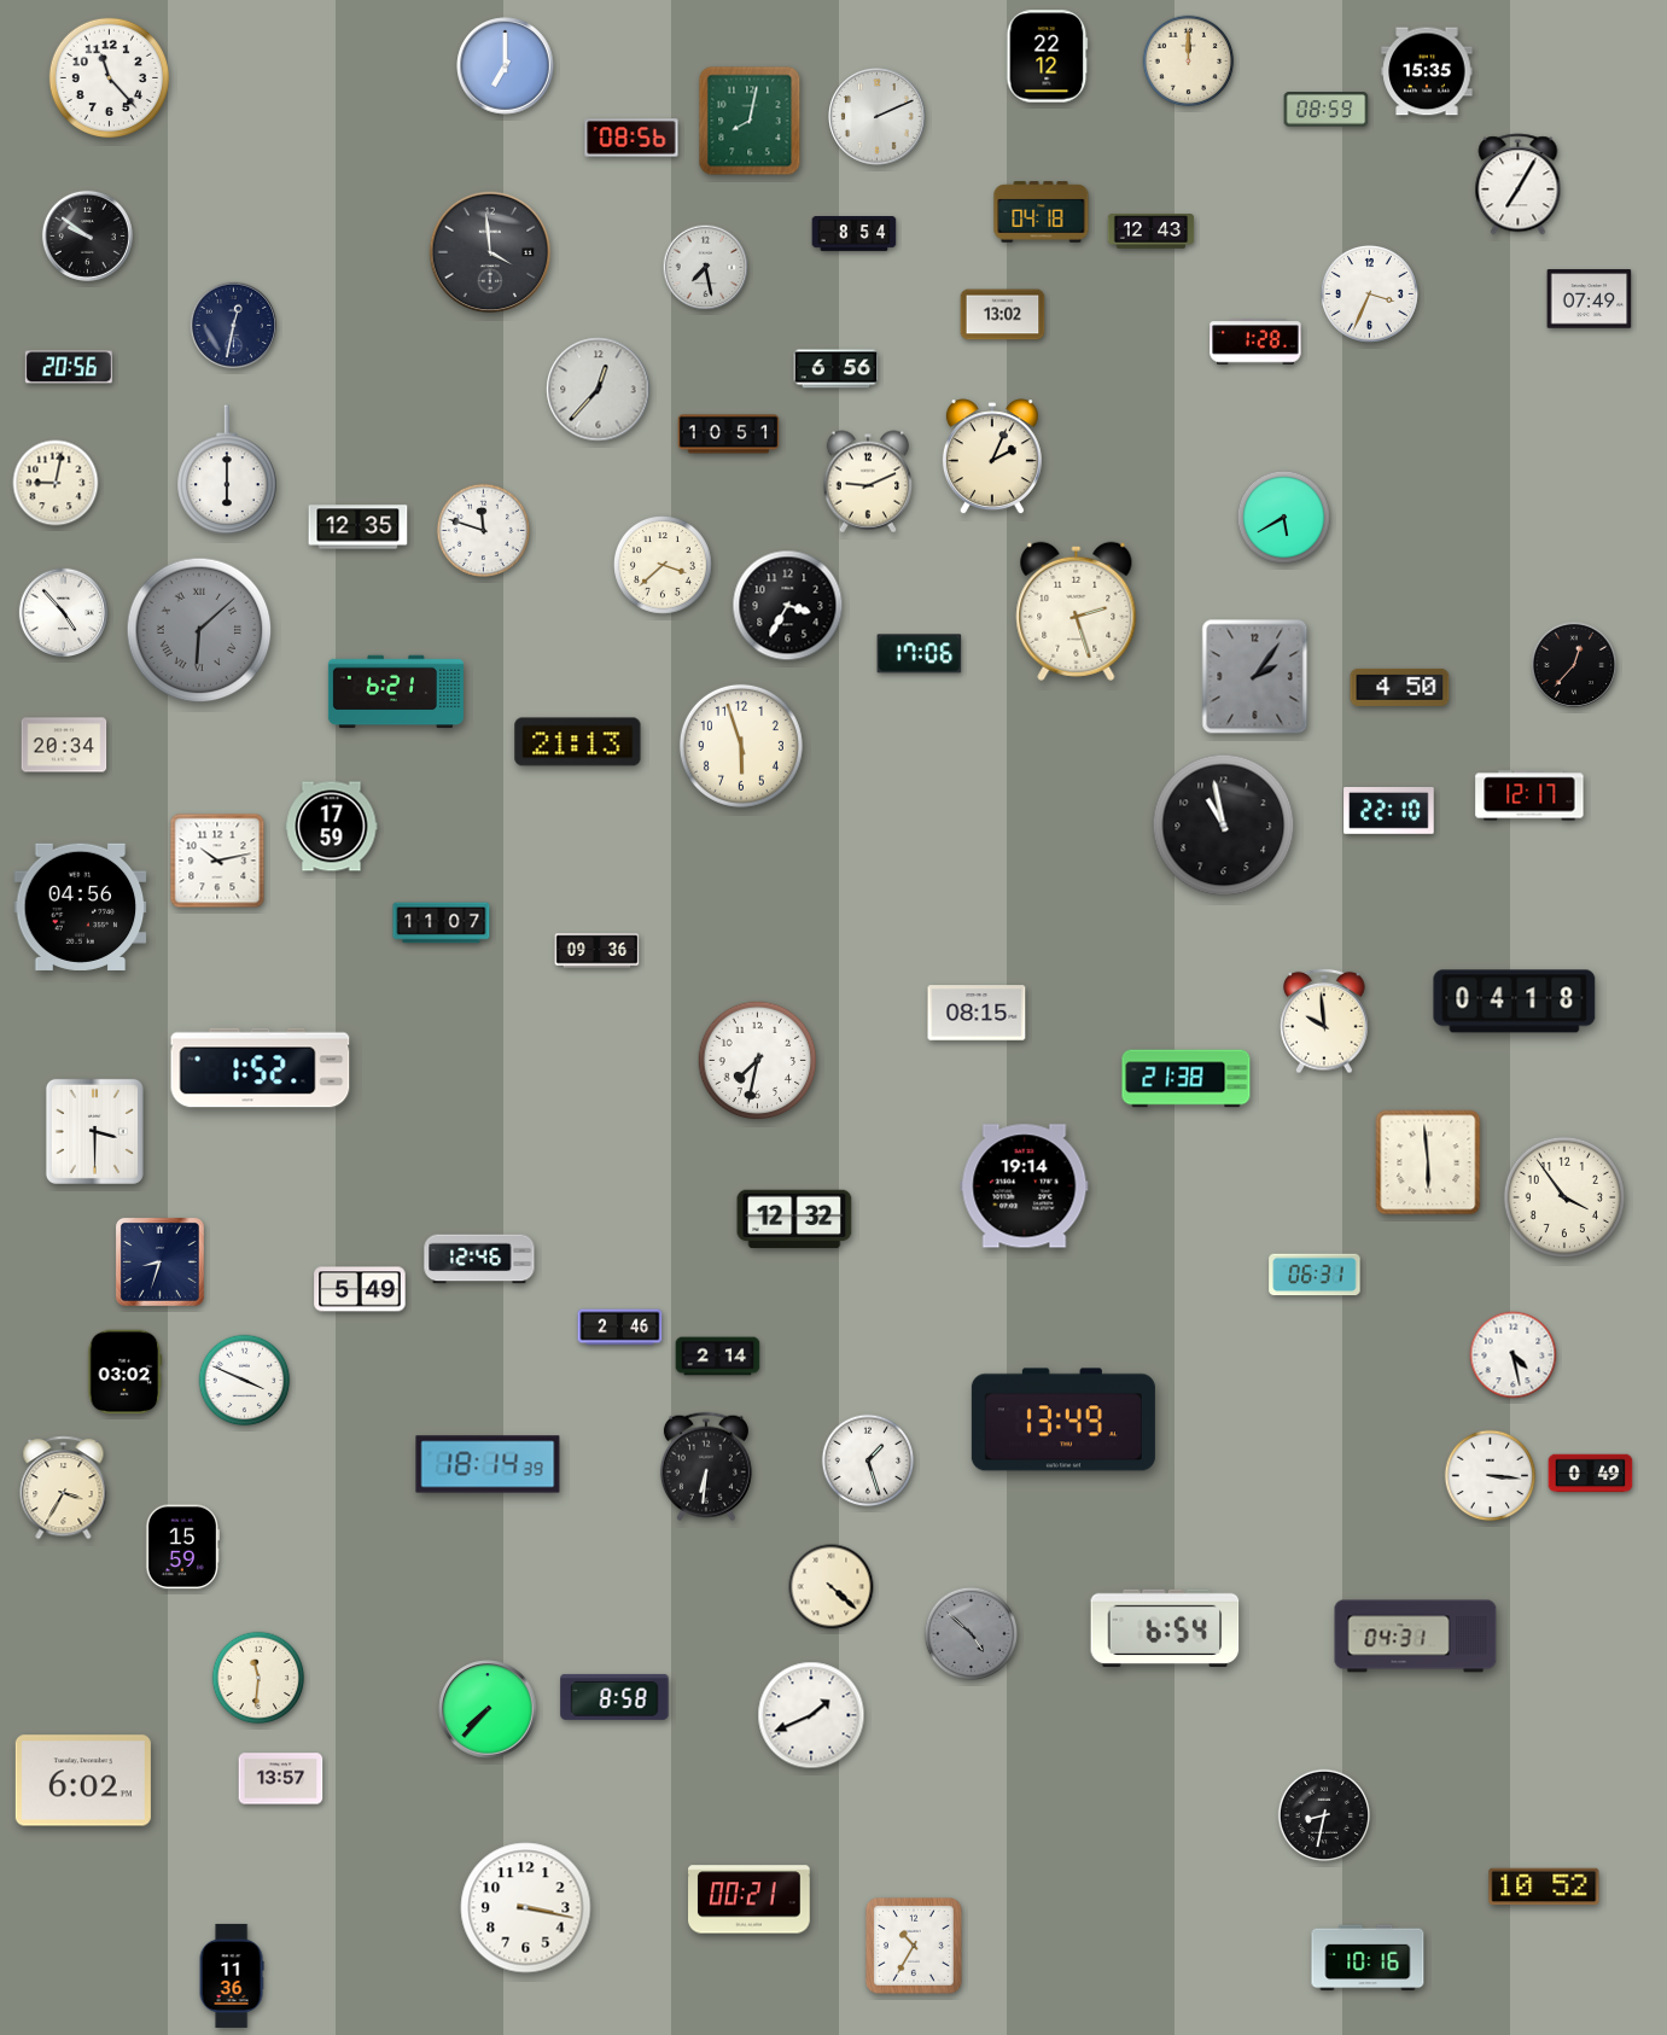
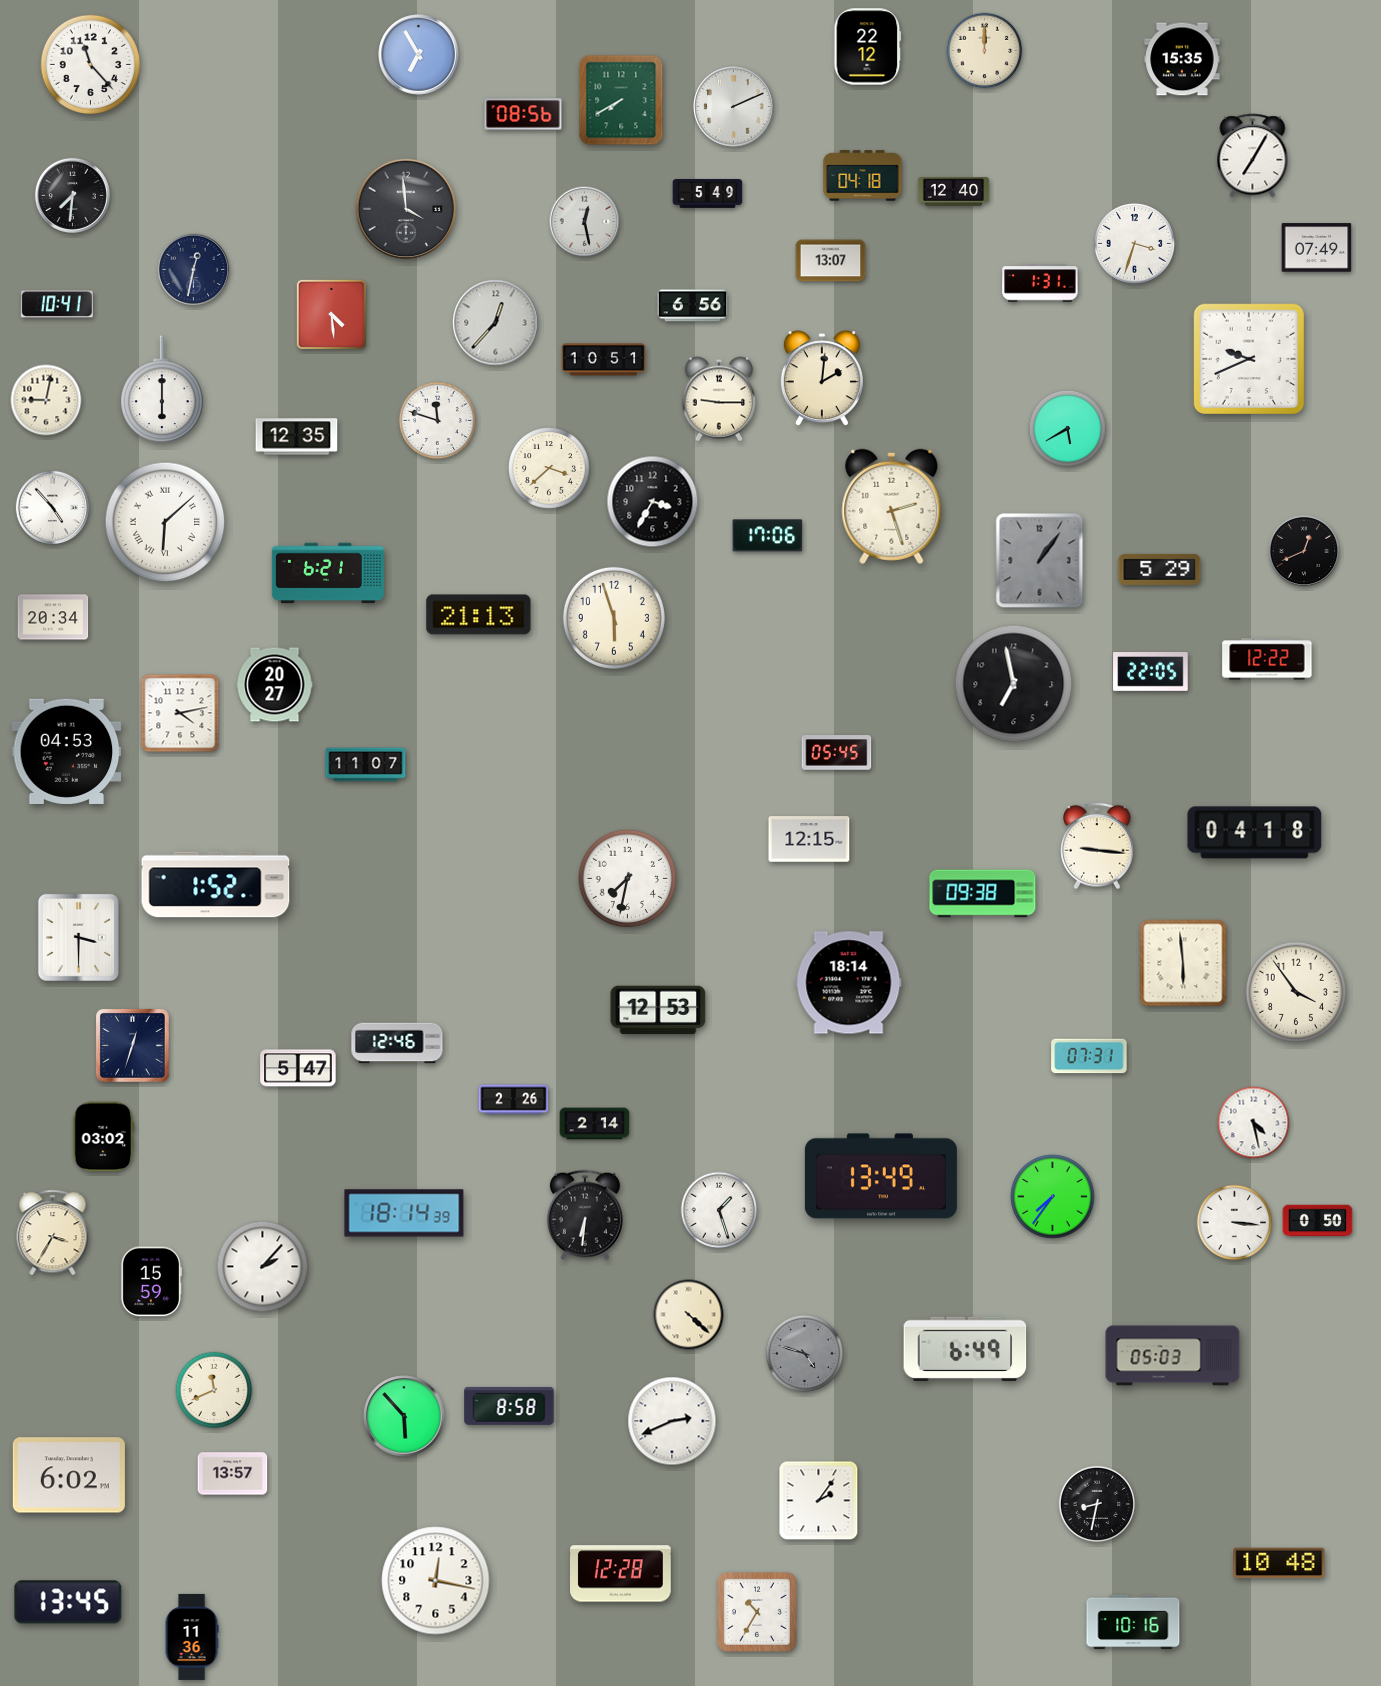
clock at (506, 66): 7:00 -> 6:55
clock at (1327, 110): 08:59 -> none
clock at (878, 117) position: (878, 117) -> (734, 107)
clock at (750, 121): 8:02 -> 7:40
clock at (1519, 185) position: (1519, 185) -> (1253, 156)
clock at (1152, 232): 12:43 -> 12:40
clock at (855, 234): 8:54 -> 5:49
clock at (87, 235): 9:51 -> 7:31
clock at (706, 268): 7:28 -> 12:28
clock at (1369, 293): 3:34 -> 3:33
clock at (1003, 315): 13:02 -> 13:07
clock at (1255, 342): 1:28 -> 1:31
clock at (69, 367): 20:56 -> 10:41
clock at (331, 314): none -> 4:29
clock at (1248, 358): none -> 9:41
clock at (992, 457): 2:04 -> 2:01
clock at (227, 470) position: (227, 470) -> (162, 389)
clock at (867, 482): 9:11 -> 9:15
clock at (1284, 518) position: (1284, 518) -> (1068, 429)
clock at (484, 531) position: (484, 531) -> (438, 421)
clock at (199, 630) dial: grey -> white
clock at (920, 654) position: (920, 654) -> (768, 536)
clock at (1574, 665): 12:37 -> 12:41
clock at (1255, 677): 2:06 -> 1:06
clock at (1400, 687): 4:50 -> 5:29
clock at (1529, 795): 12:17 -> 12:22
clock at (1389, 811): 22:10 -> 22:05
clock at (1224, 826): 10:58 -> 6:58
clock at (332, 827): 17:59 -> 20:27
clock at (217, 861): 10:13 -> 4:13
clock at (81, 906): 04:56 -> 04:53
clock at (837, 753): none -> 05:45
clock at (598, 951): 09:36 -> none
clock at (1515, 1002) position: (1515, 1002) -> (1255, 833)
clock at (977, 1013): 08:15 -> 12:15
clock at (1324, 1021): 9:59 -> 9:16
clock at (1187, 1079): 21:38 -> 09:38
clock at (1025, 1186): 19:14 -> 18:14
clock at (794, 1219): 12:32 -> 12:53
clock at (159, 1261): 8:33 -> 12:33
clock at (1315, 1275): 06:31 -> 07:31
clock at (360, 1289): 5:49 -> 5:47
clock at (620, 1328): 2:46 -> 2:26
clock at (245, 1381): 3:49 -> none
clock at (1053, 1197): none -> 7:36
clock at (1591, 1474): 0:49 -> 0:50
clock at (263, 1267): none -> 2:07
clock at (1165, 1628): 6:54 -> 6:49
clock at (972, 1634): 4:52 -> 4:48
clock at (1416, 1637): 04:31 -> 05:03
clock at (258, 1678): 11:31 -> 11:41
clock at (488, 1709): 7:37 -> 5:53
clock at (811, 1715): 1:41 -> 2:41
clock at (819, 1501): none -> 2:06
clock at (1544, 1887): 10:52 -> 10:48
clock at (750, 1900): 00:21 -> 12:28
clock at (526, 1908): 3:17 -> 12:17
clock at (68, 1602): none -> 13:45
